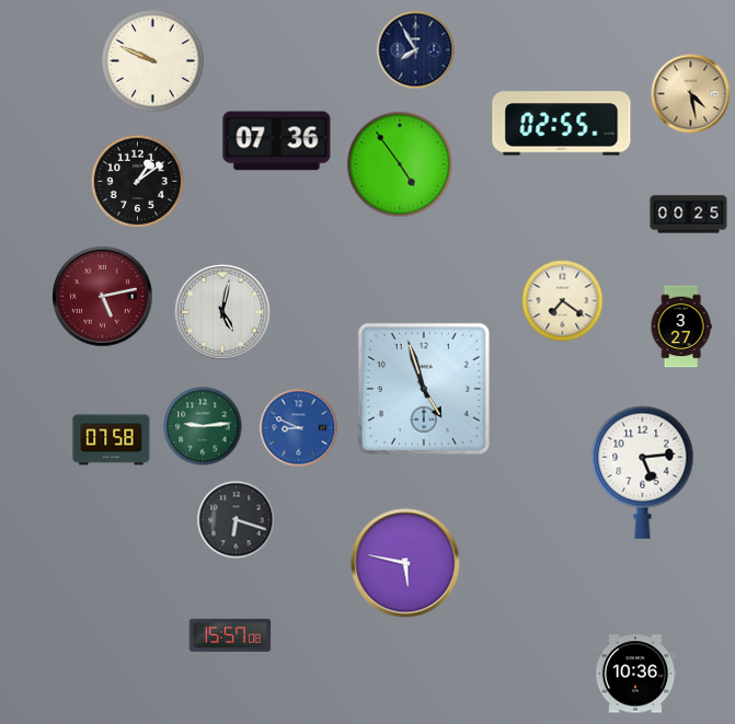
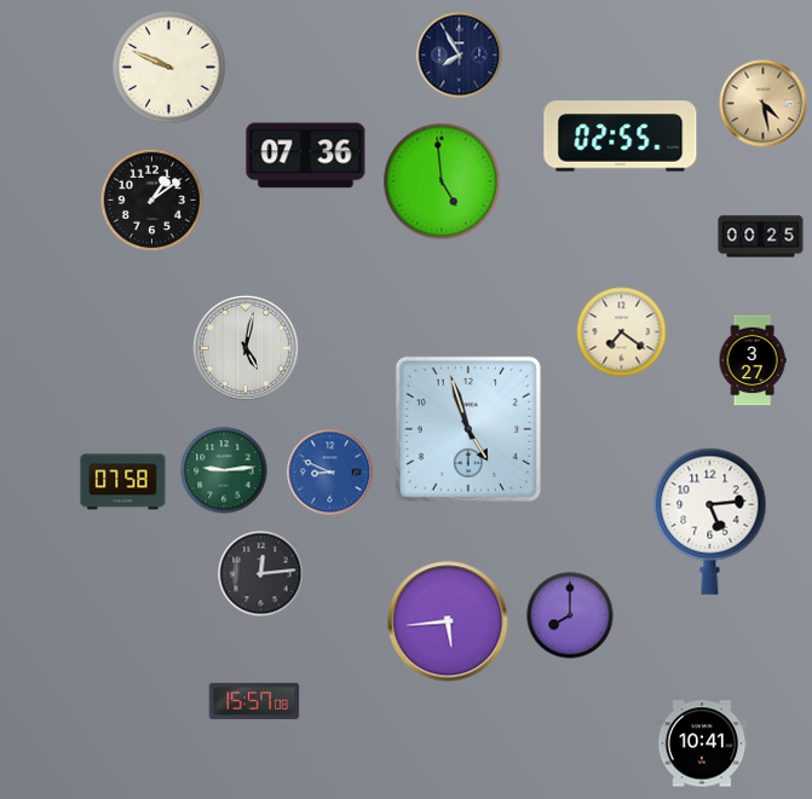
clock at (400, 164): 4:54 -> 4:59
clock at (103, 297): 5:13 -> none
clock at (222, 312) position: (222, 312) -> (246, 348)
clock at (112, 440) position: (112, 440) -> (123, 482)
clock at (237, 520): 6:18 -> 12:14
clock at (570, 615): none -> 8:00
clock at (405, 563): 5:47 -> 5:44
clock at (635, 674): 10:36 -> 10:41
